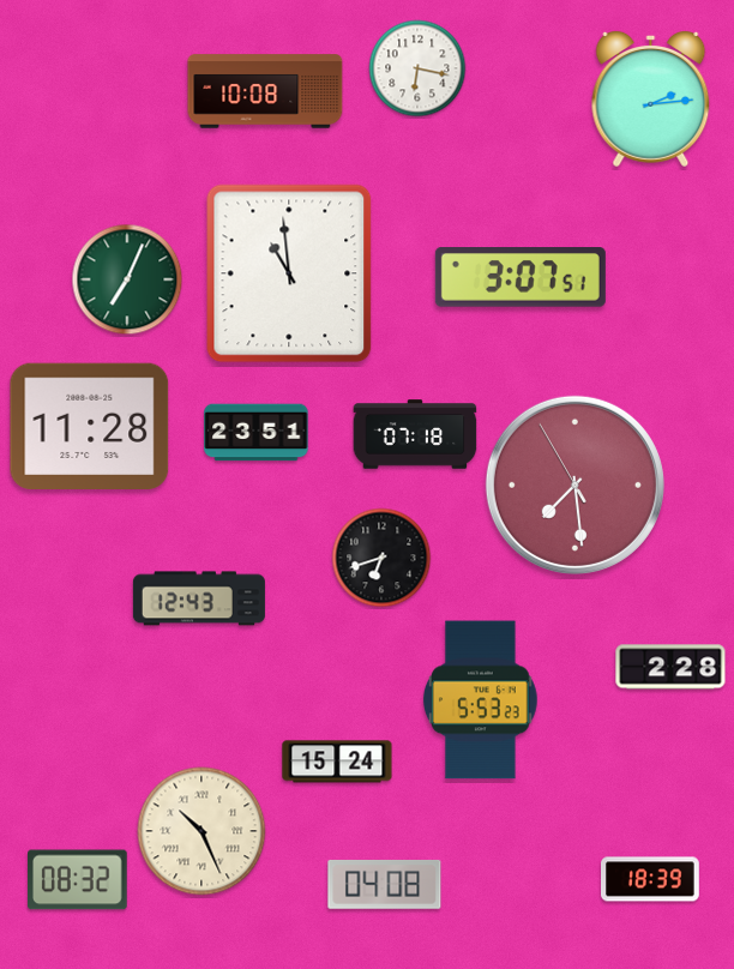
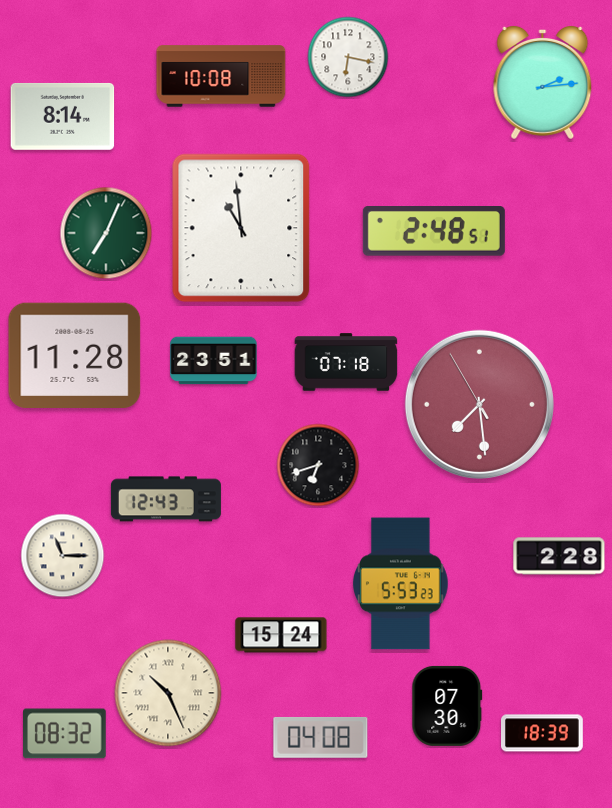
clock at (63, 116): none -> 8:14
clock at (521, 277): 3:07 -> 2:48
clock at (63, 556): none -> 11:15
clock at (447, 706): none -> 07:30
